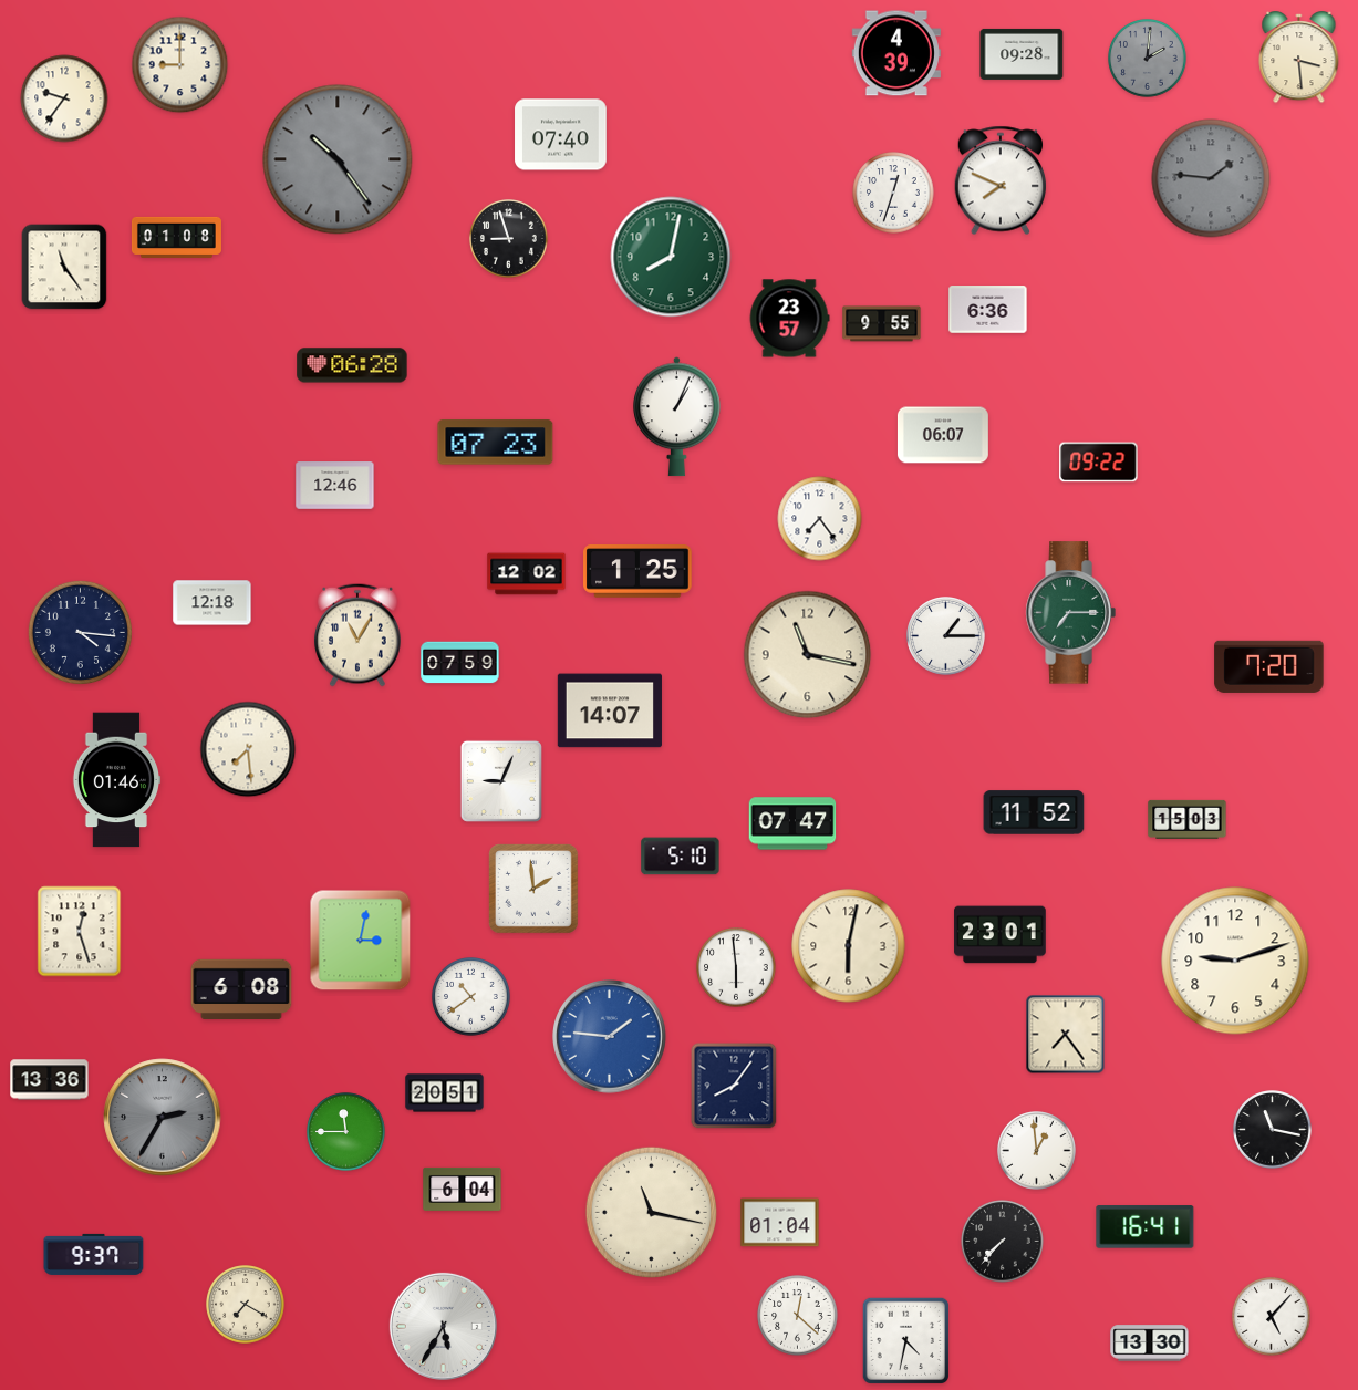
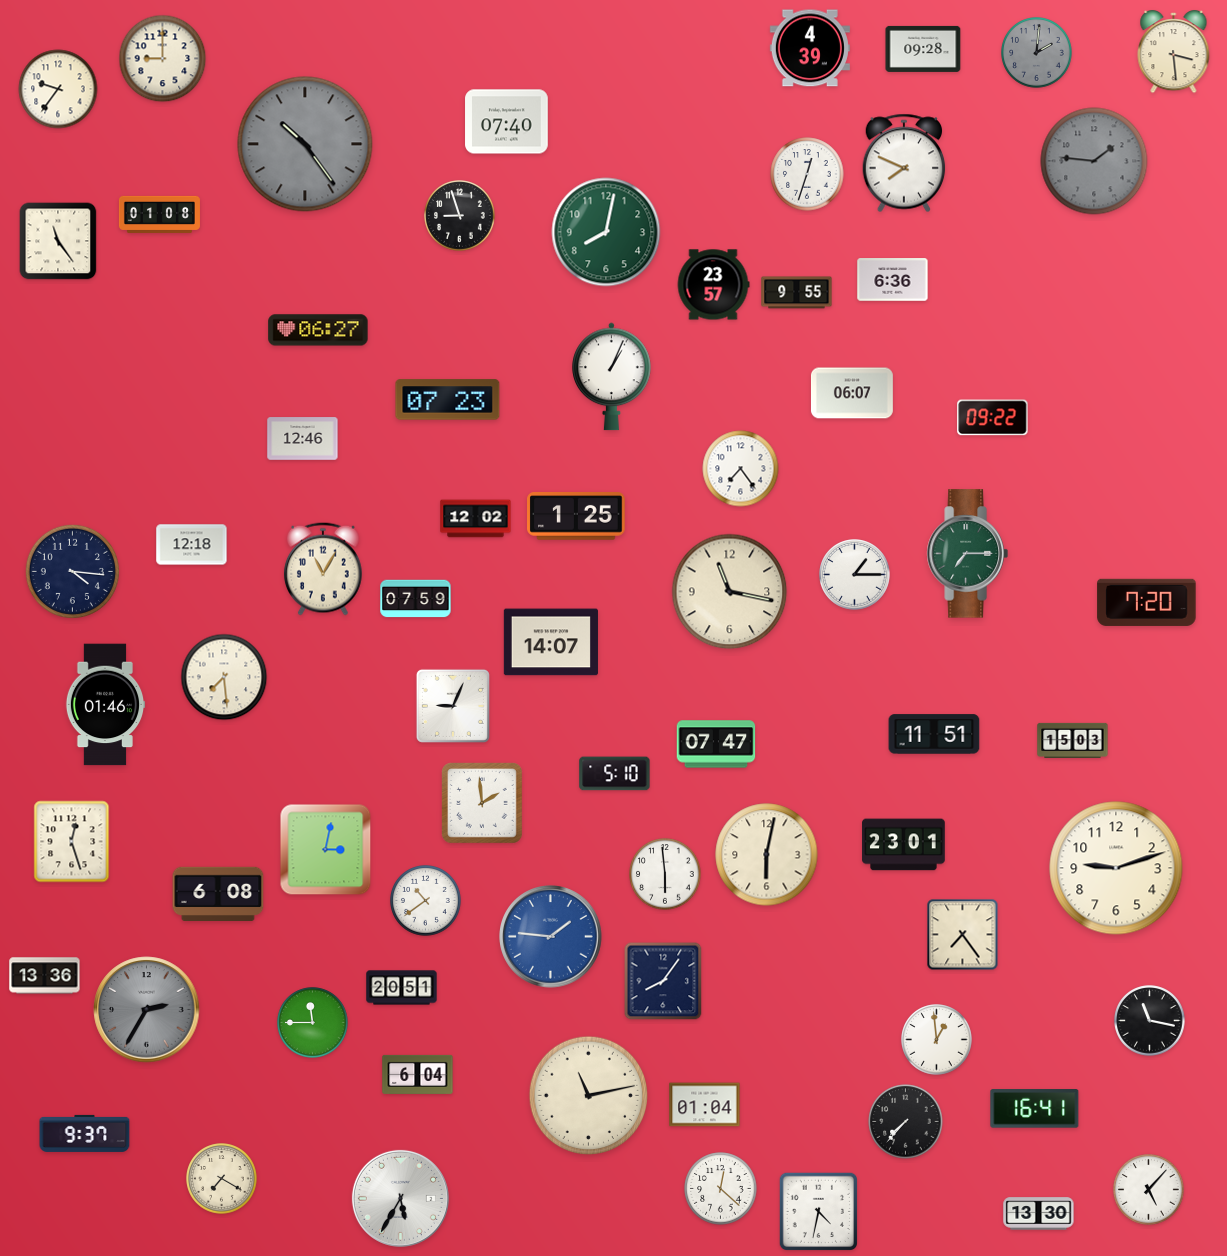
clock at (789, 319) position: (789, 319) -> (713, 285)
clock at (352, 365): 06:28 -> 06:27
clock at (357, 635) position: (357, 635) -> (323, 569)
clock at (1034, 812): 11:52 -> 11:51
clock at (652, 1213): 11:17 -> 11:13
